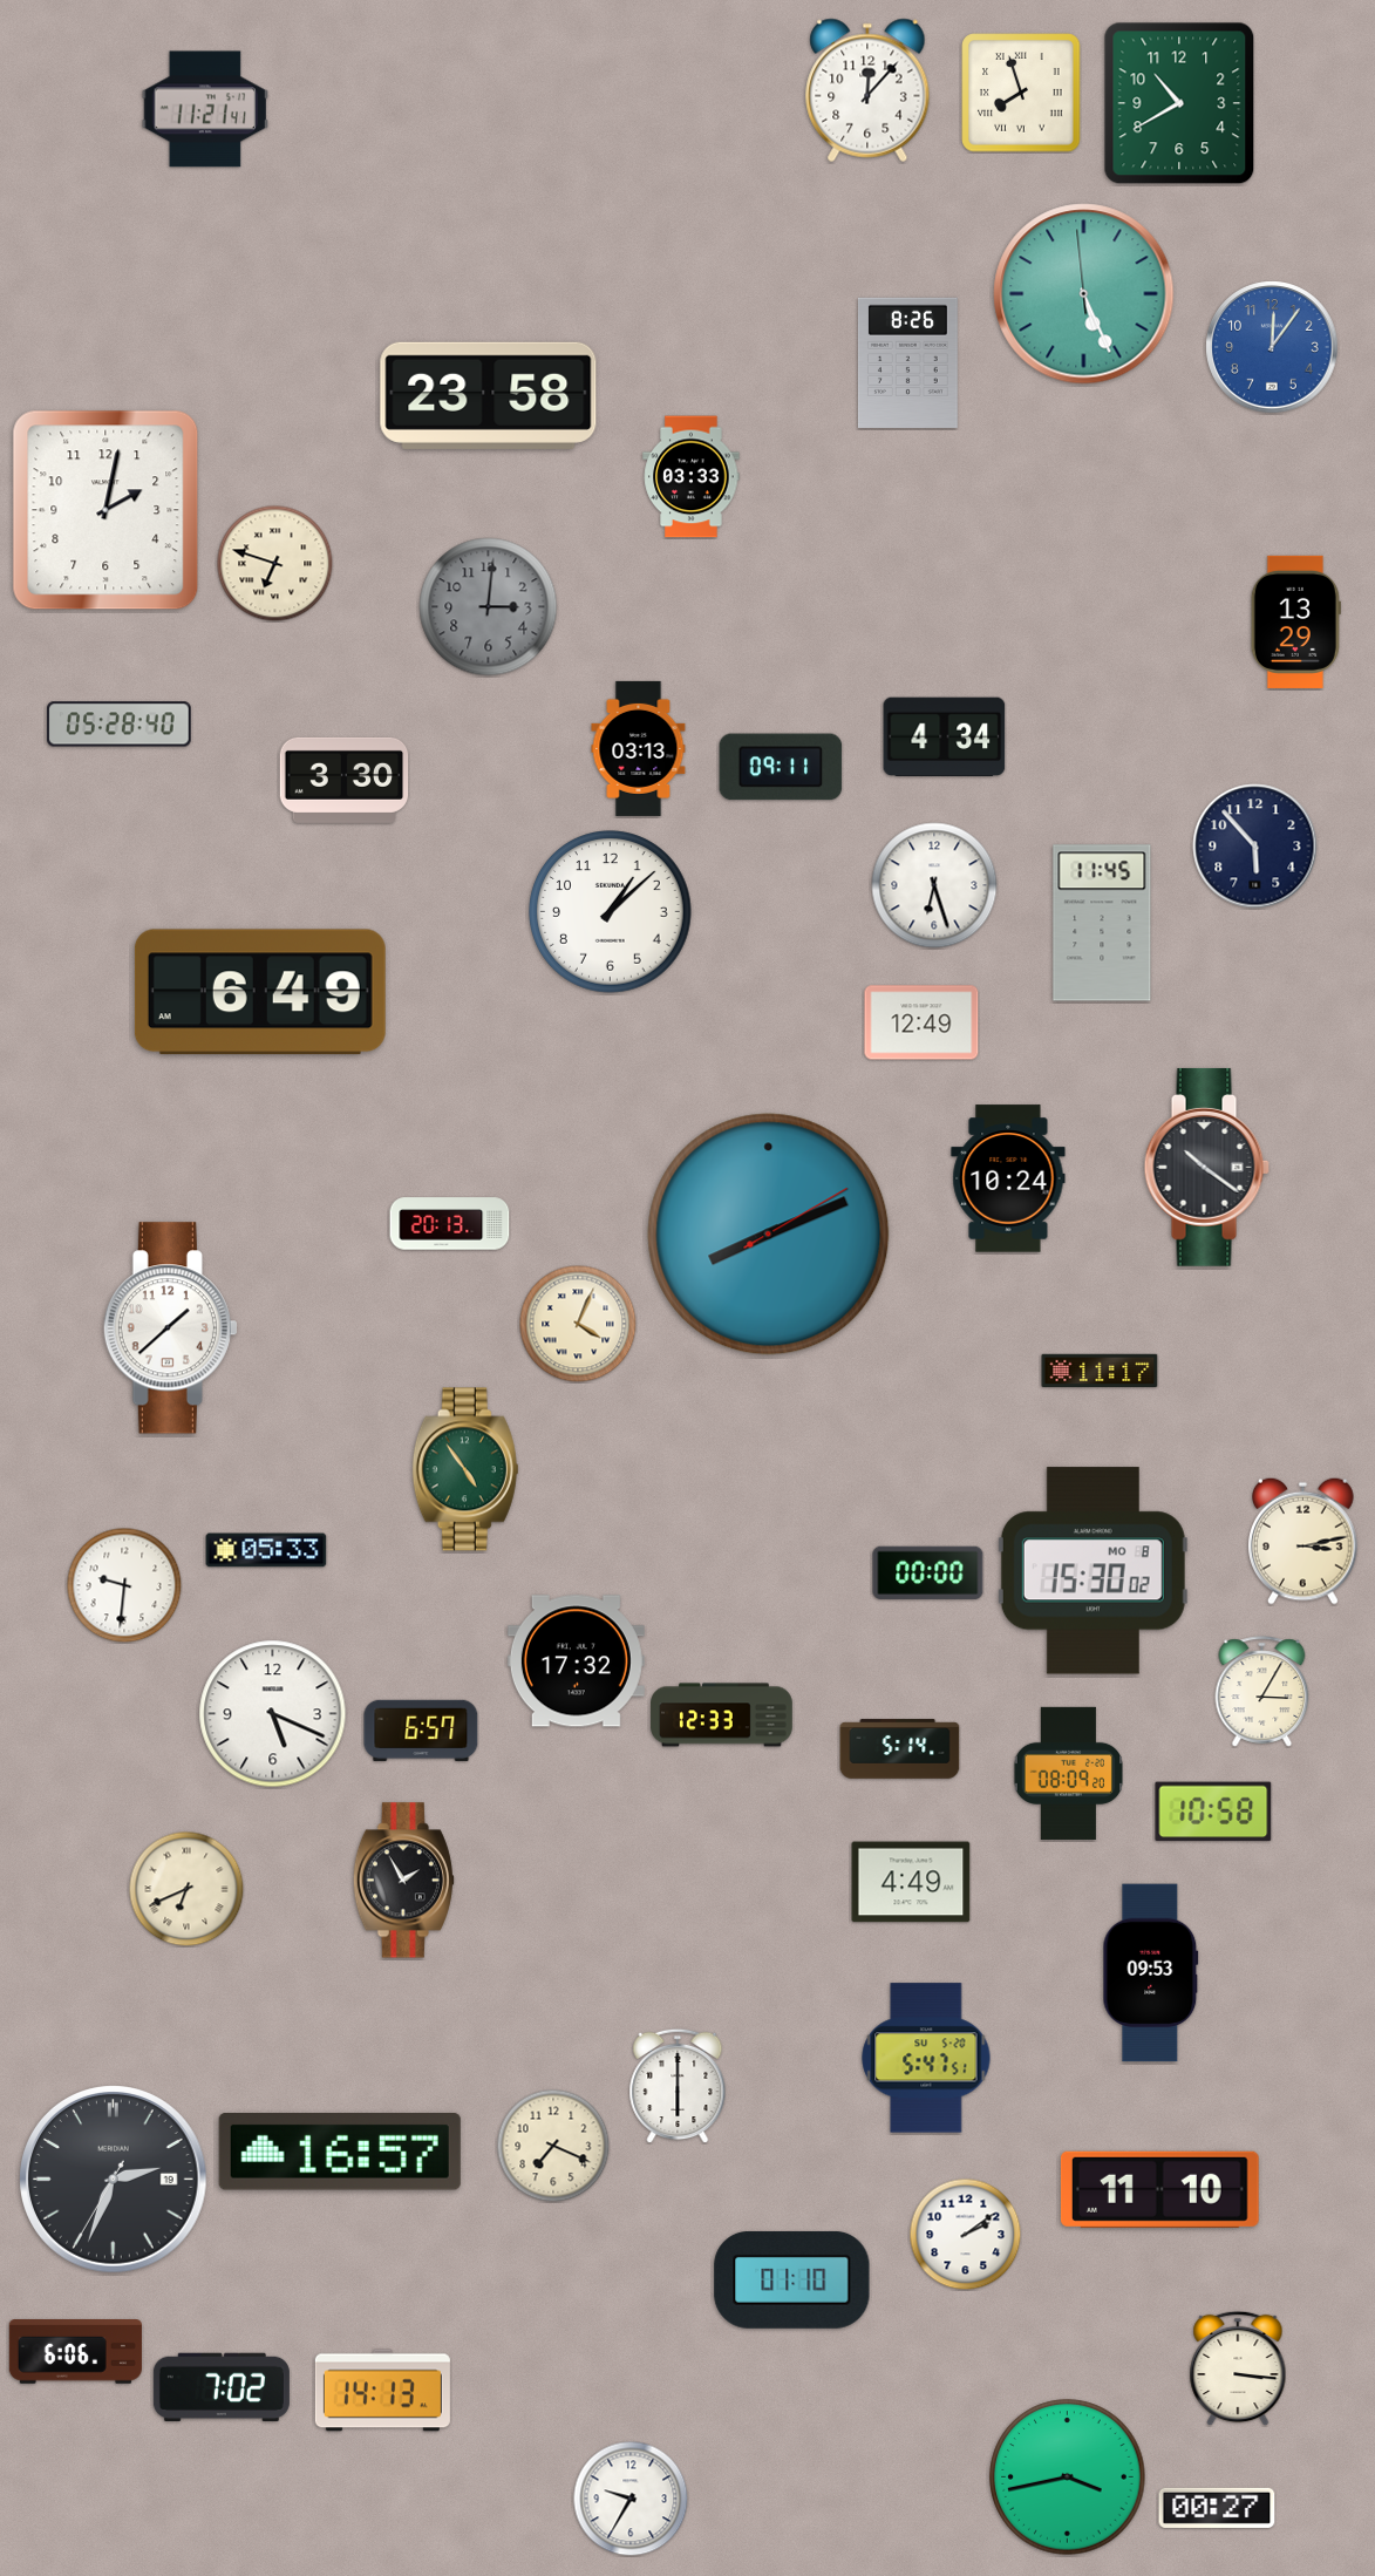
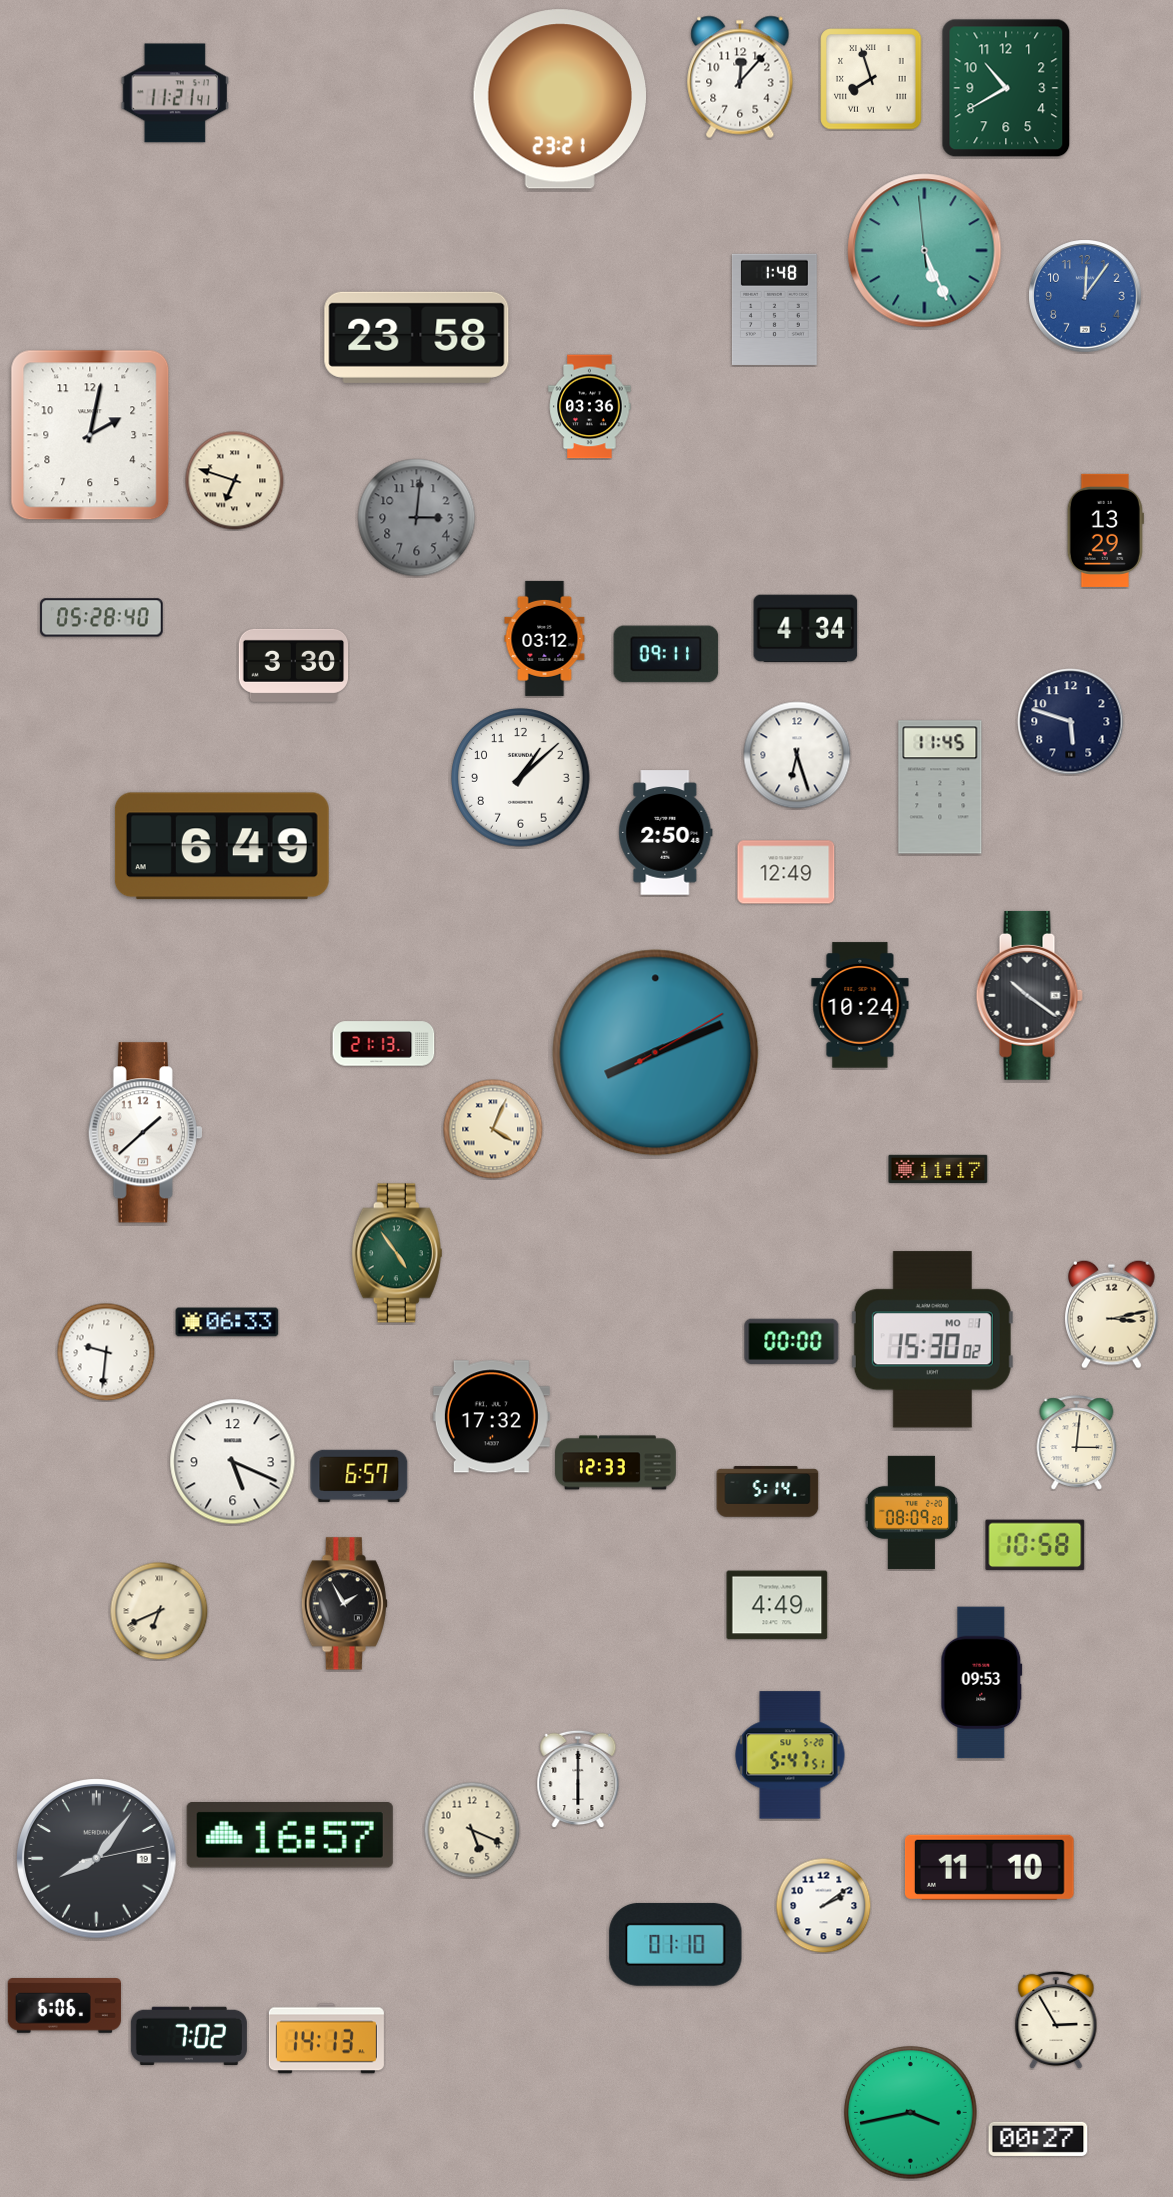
clock at (559, 99): none -> 23:21
clock at (907, 362): 8:26 -> 1:48
clock at (692, 477): 03:33 -> 03:36
clock at (639, 748): 03:13 -> 03:12
clock at (1255, 847): 5:53 -> 5:48
clock at (666, 833): none -> 2:50
clock at (450, 1224): 20:13 -> 21:13
clock at (266, 1550): 05:33 -> 06:33
clock at (1092, 1571) date: MO 8 -> MO 1
clock at (1262, 1692): 3:05 -> 3:01
clock at (553, 2146): 7:19 -> 5:19
clock at (114, 2180): 2:33 -> 8:06
clock at (1238, 2368): 3:16 -> 2:55
clock at (631, 2499): 9:35 -> none
